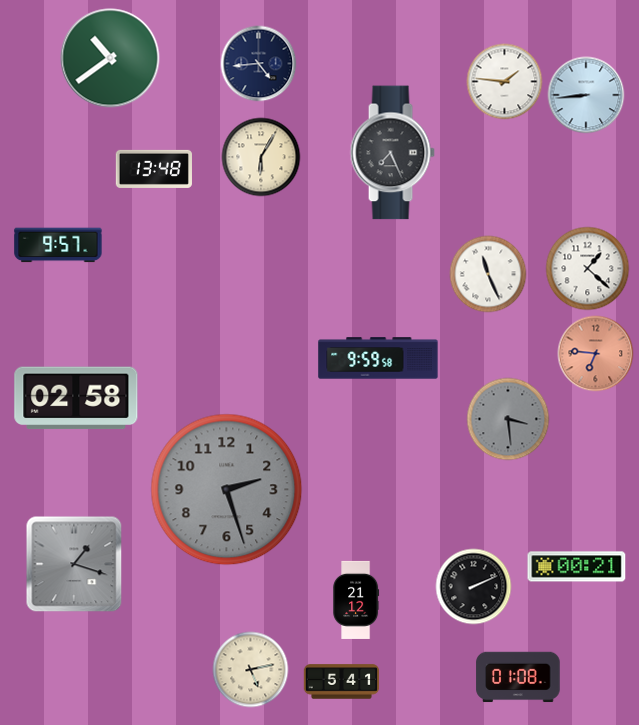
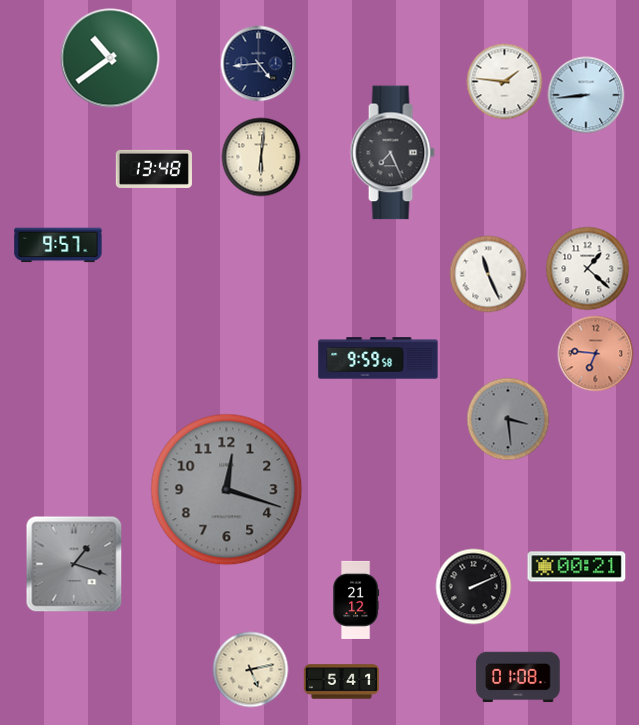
clock at (261, 157): 6:05 -> 6:01
clock at (76, 398): 02:58 -> none
clock at (227, 490): 2:27 -> 12:18
